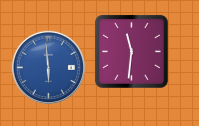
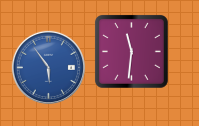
clock at (48, 67): 5:59 -> 5:54
